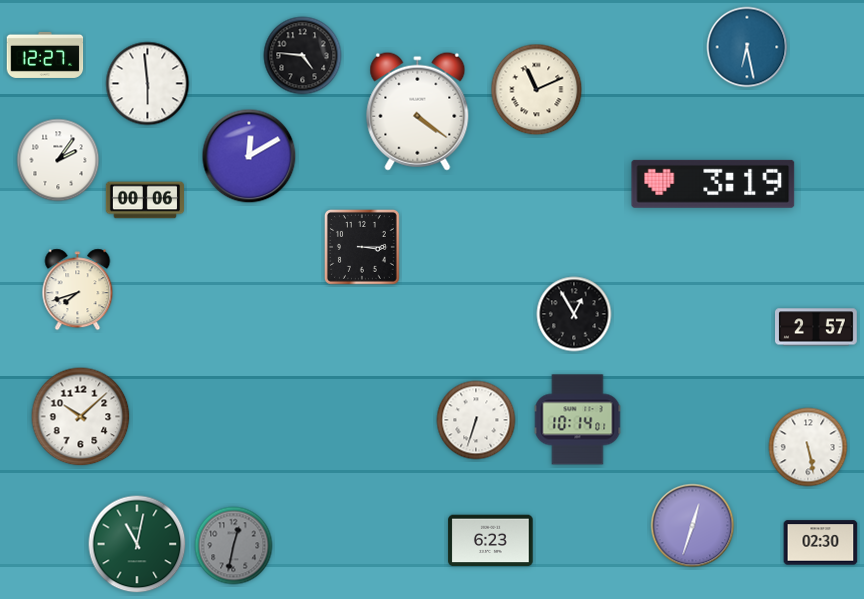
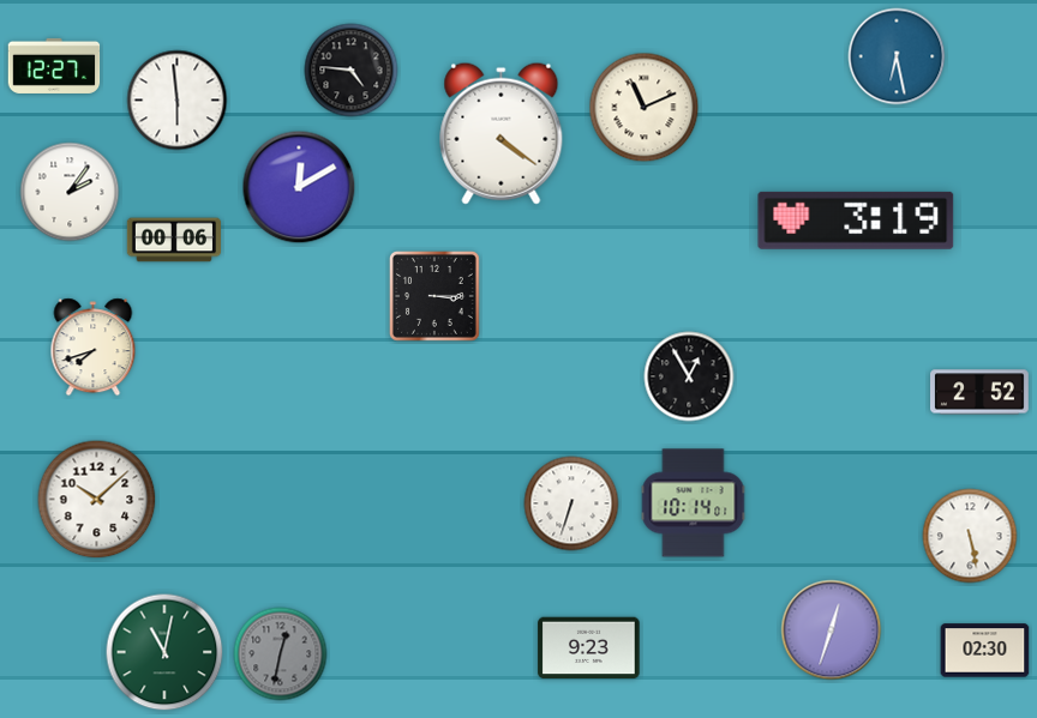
clock at (303, 56) position: (303, 56) -> (352, 71)
clock at (817, 327): 2:57 -> 2:52
clock at (491, 541): 6:23 -> 9:23
